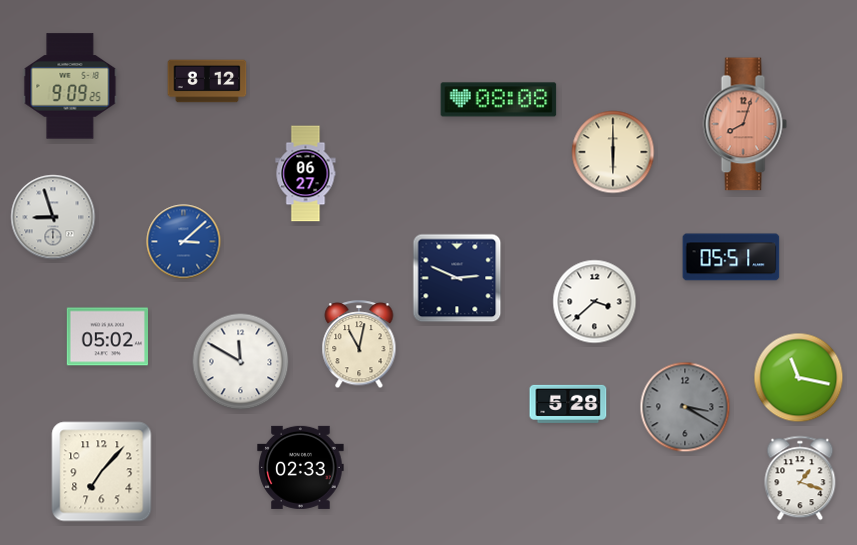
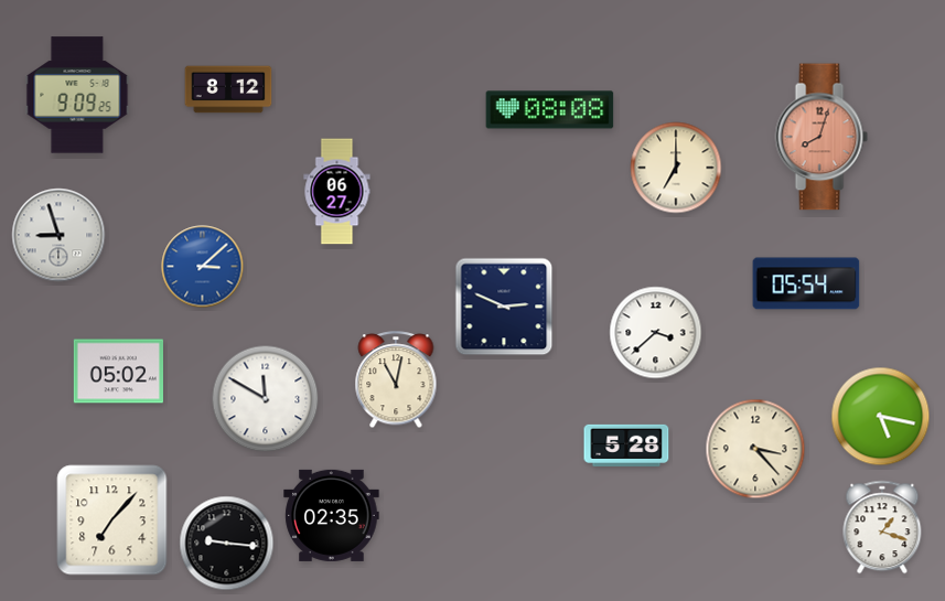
clock at (613, 152): 6:00 -> 7:00
clock at (53, 217) position: (53, 217) -> (58, 235)
clock at (731, 257): 05:51 -> 05:54
clock at (799, 378): 11:17 -> 5:17
clock at (685, 407): 3:20 -> 3:23
clock at (685, 407) dial: grey -> cream
clock at (301, 467): 02:33 -> 02:35
clock at (227, 544): none -> 9:16
